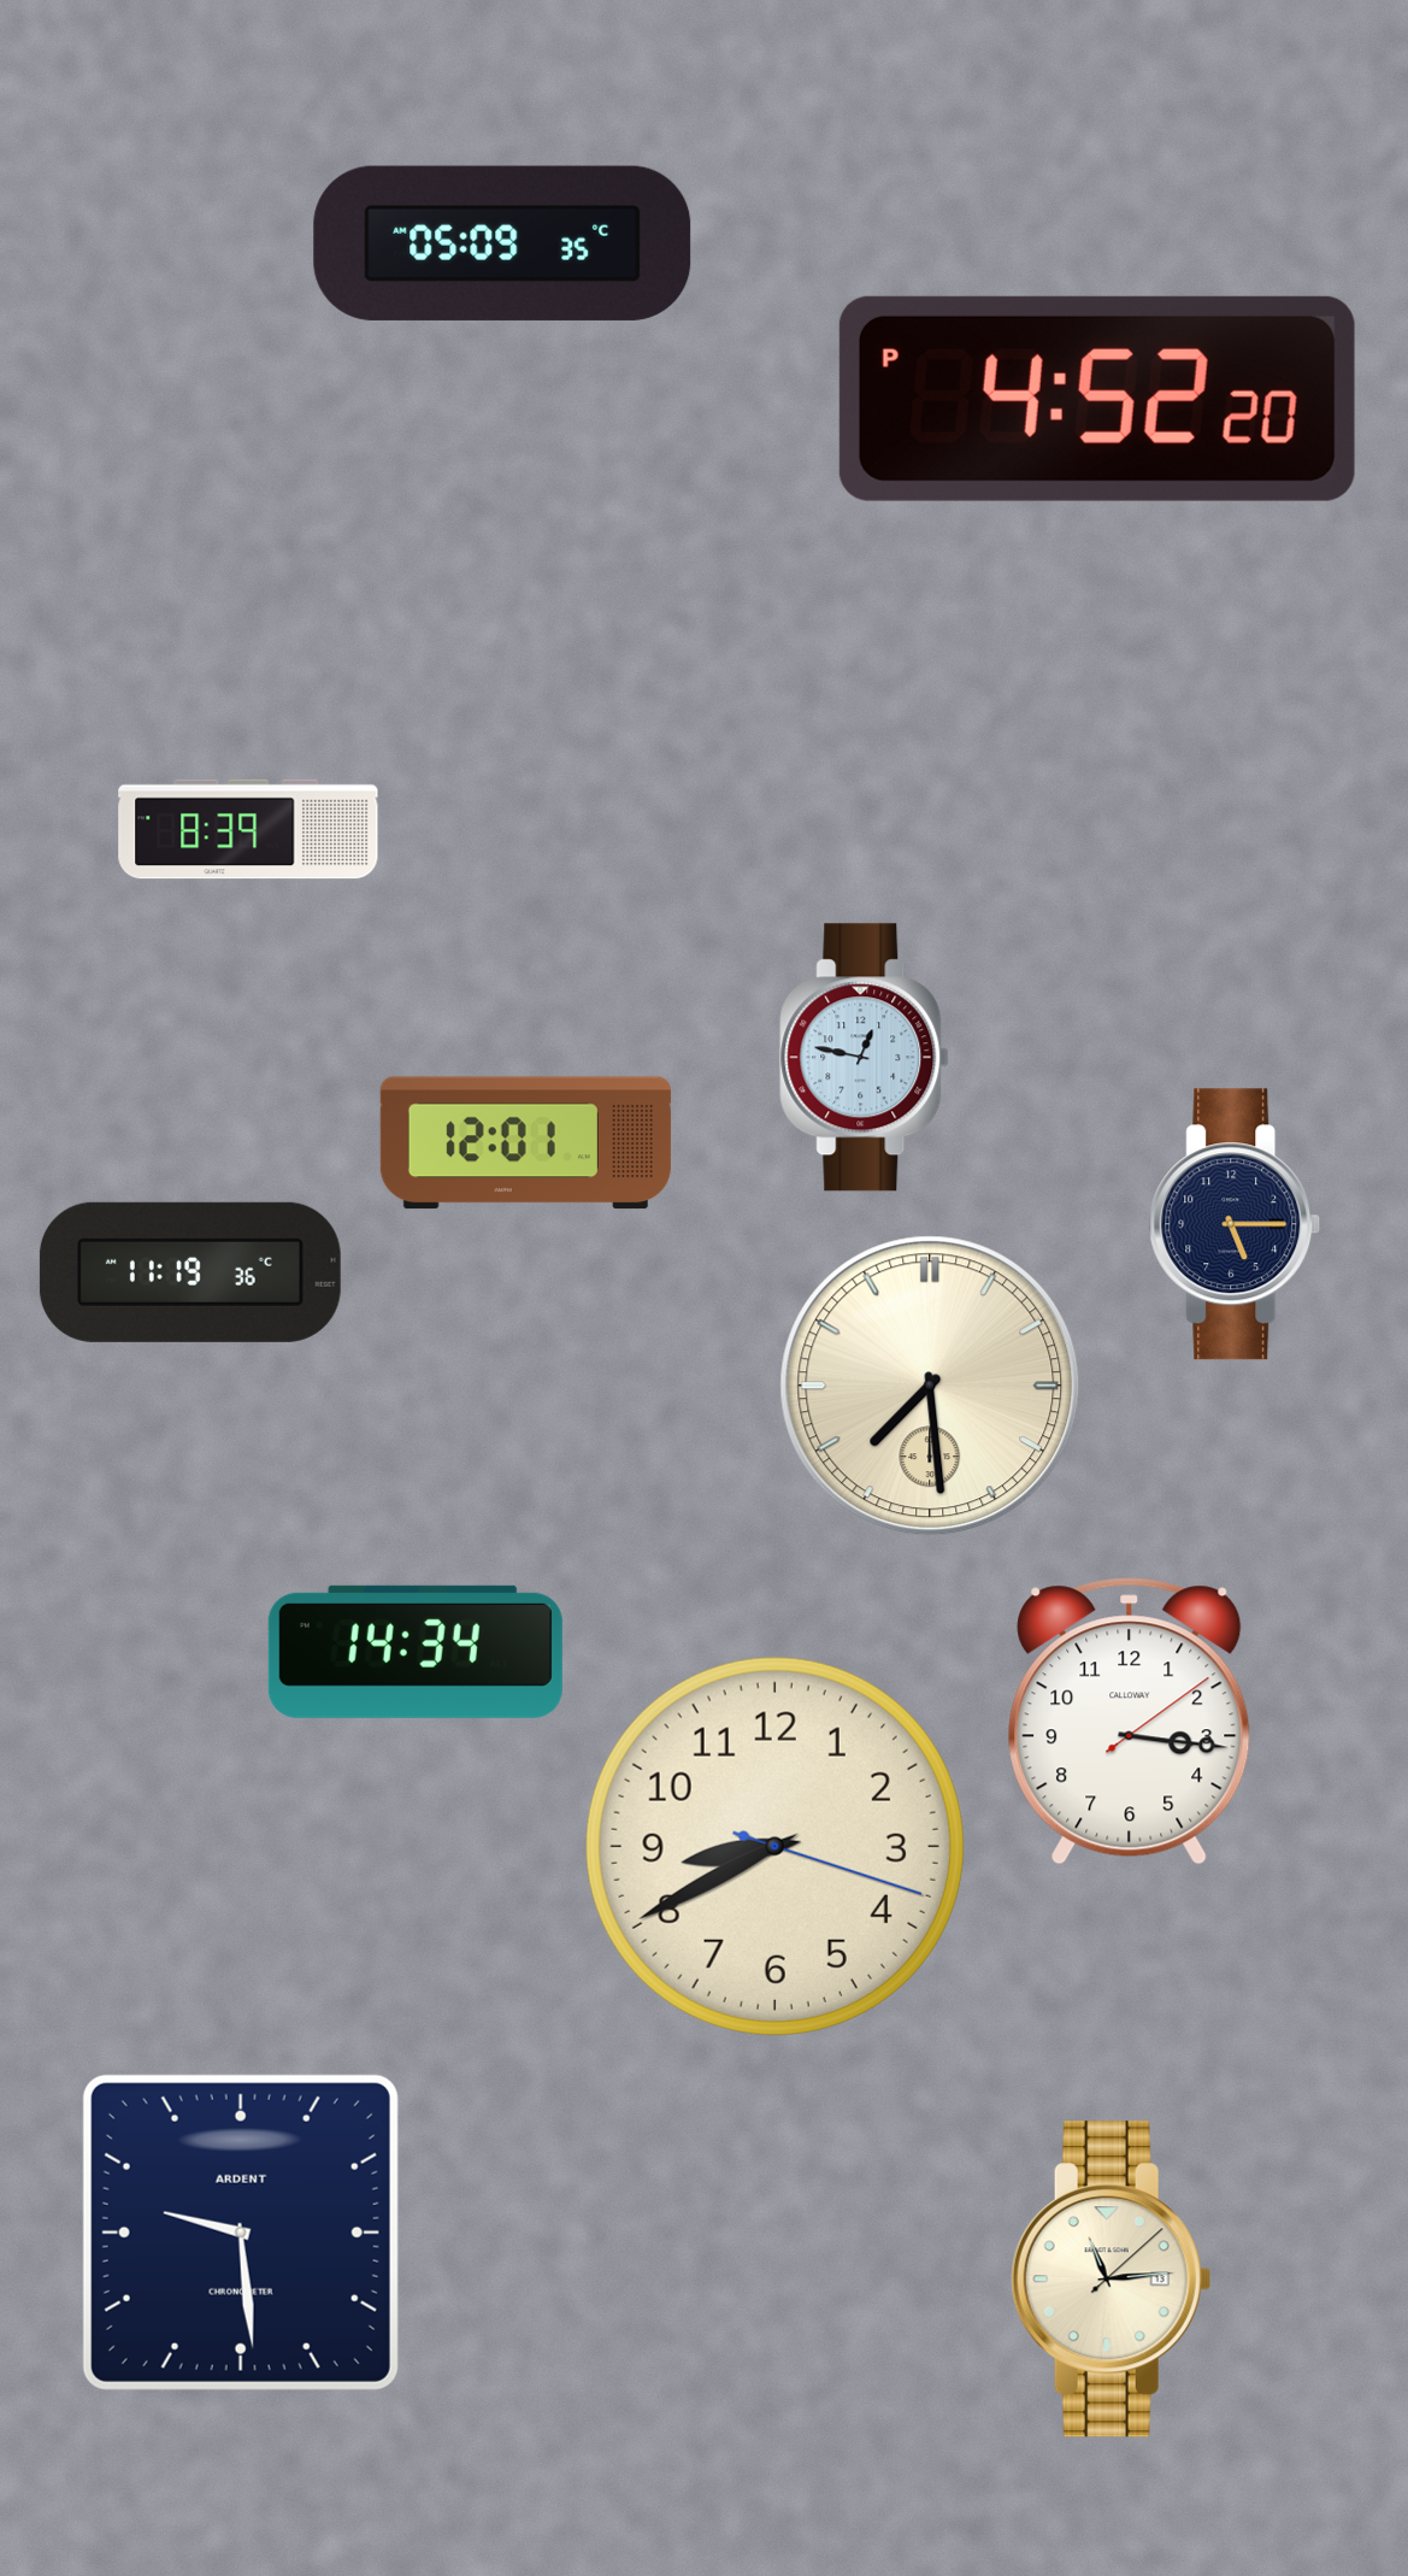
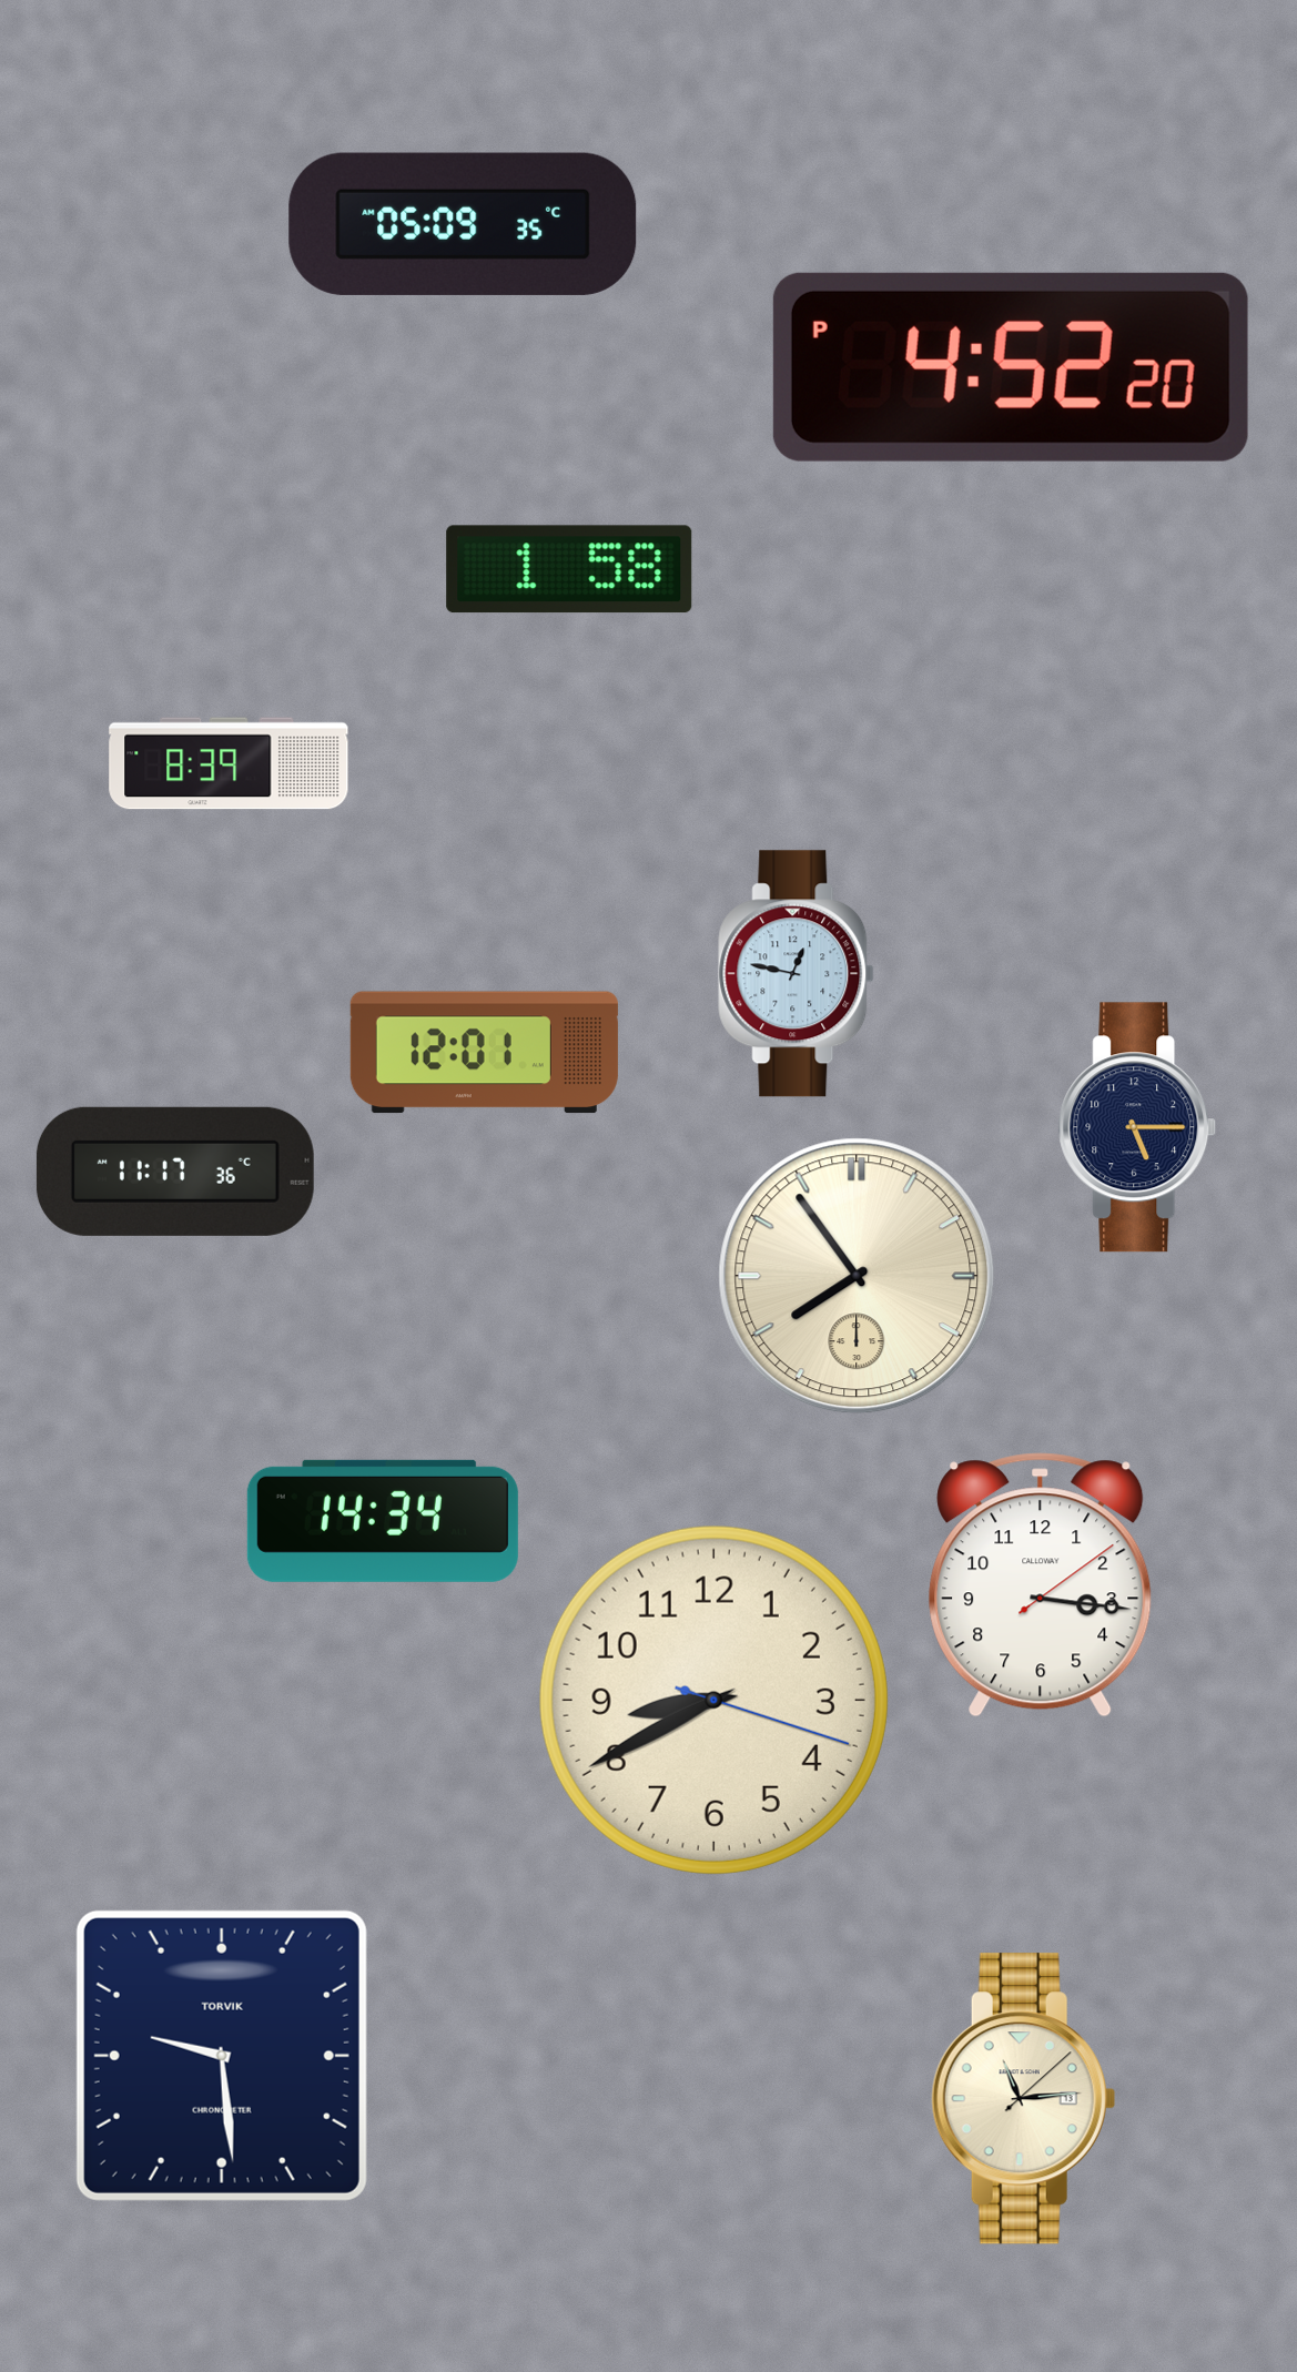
clock at (569, 569): none -> 1:58
clock at (190, 1272): 11:19 -> 11:17
clock at (930, 1386): 7:29 -> 7:54
clock at (241, 2233) brand: ARDENT -> TORVIK
